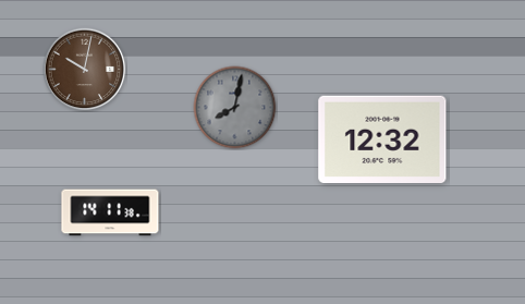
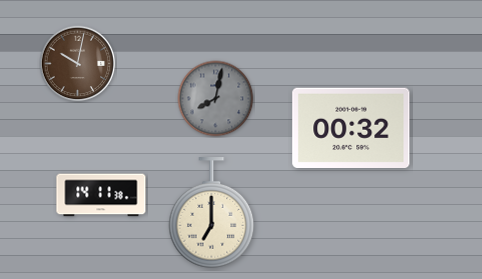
clock at (382, 138): 12:32 -> 00:32
clock at (212, 213): none -> 7:00
